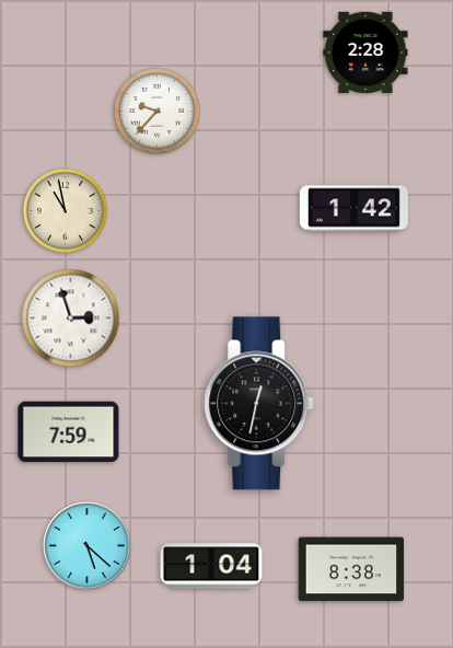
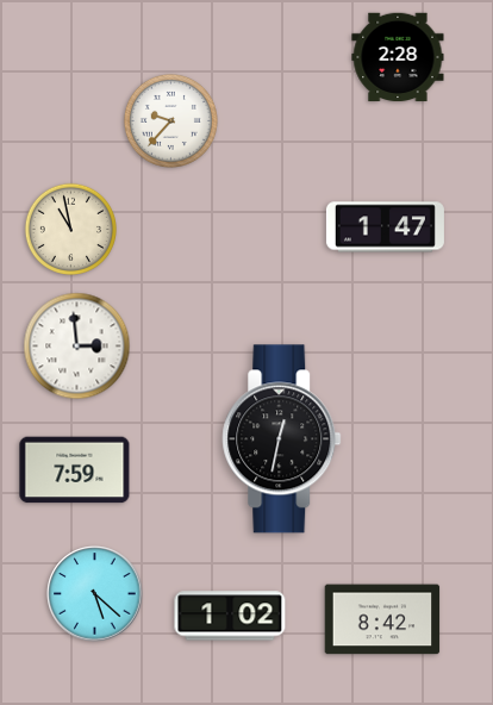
clock at (353, 209): 1:42 -> 1:47
clock at (71, 319): 2:57 -> 2:59
clock at (211, 566): 1:04 -> 1:02
clock at (351, 569): 8:38 -> 8:42
